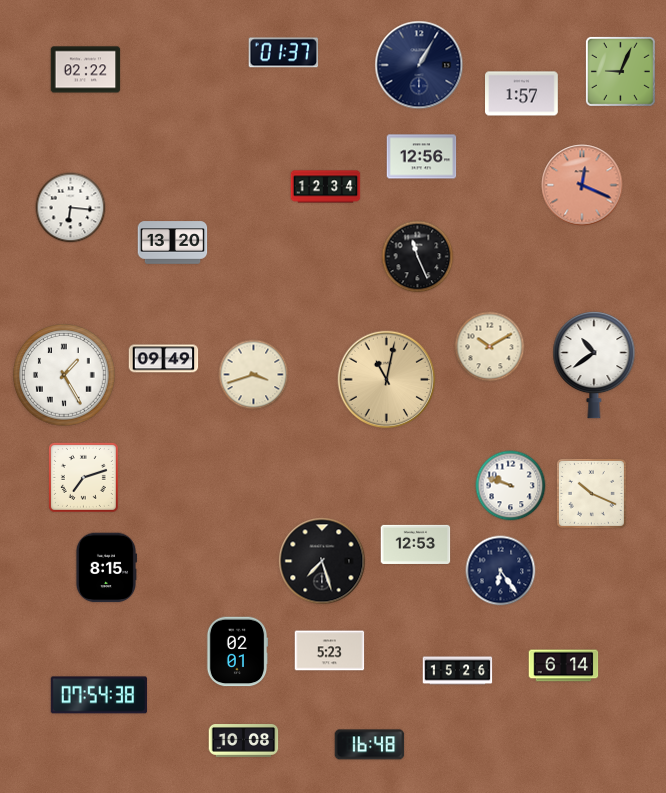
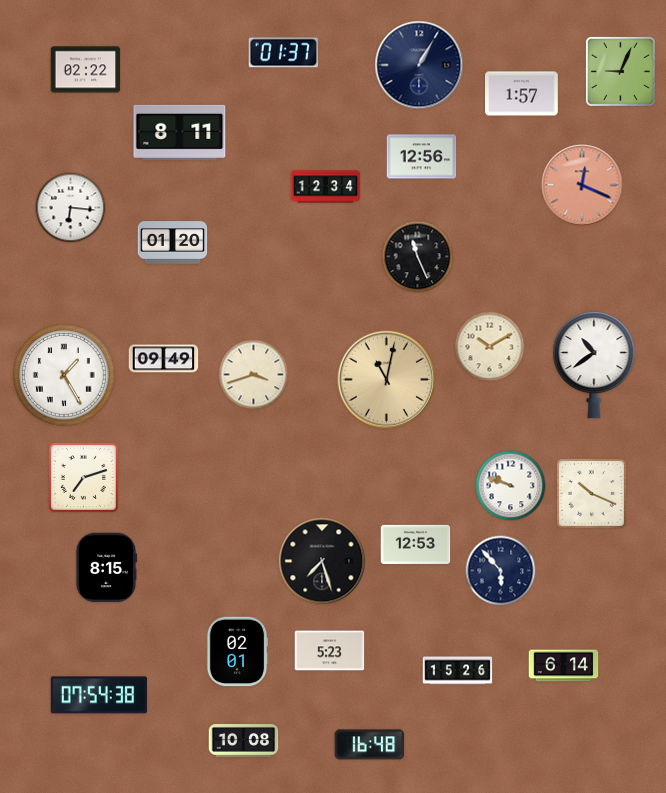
clock at (180, 132): none -> 8:11
clock at (173, 243): 13:20 -> 01:20
clock at (501, 571): 6:24 -> 5:53
